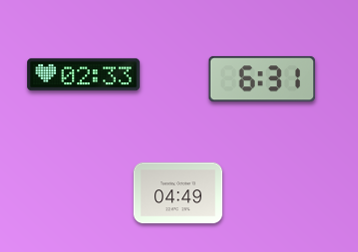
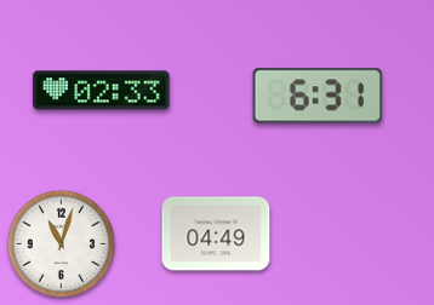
clock at (62, 244): none -> 11:03
